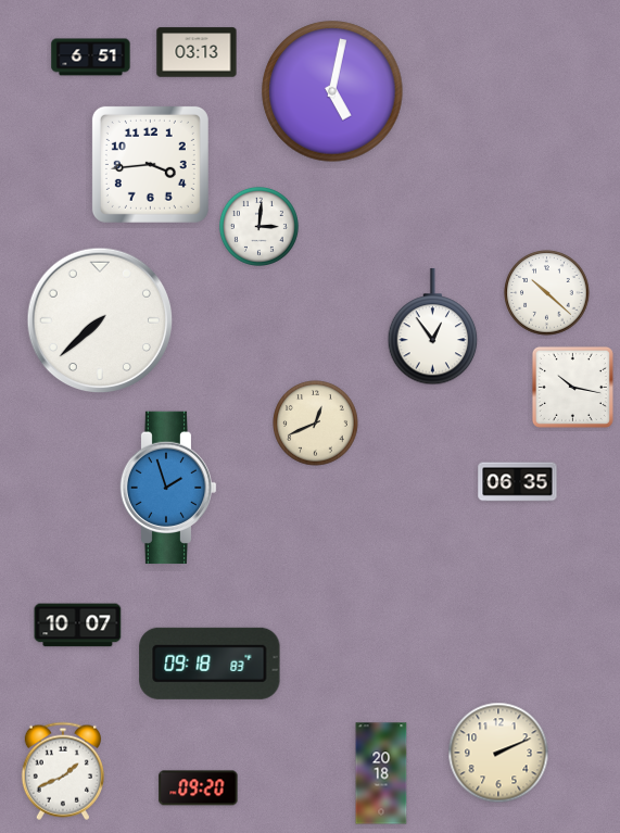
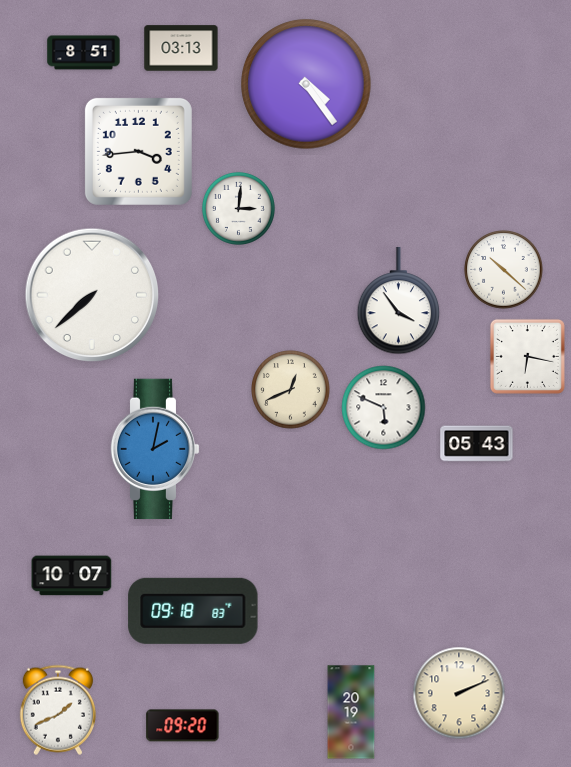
clock at (91, 58): 6:51 -> 8:51
clock at (332, 91): 5:02 -> 4:24
clock at (433, 327): 12:54 -> 3:54
clock at (572, 387): 10:17 -> 6:17
clock at (384, 408): none -> 5:49
clock at (518, 482): 06:35 -> 05:43
clock at (168, 488): 1:57 -> 2:02
clock at (381, 773): 20:18 -> 20:19
